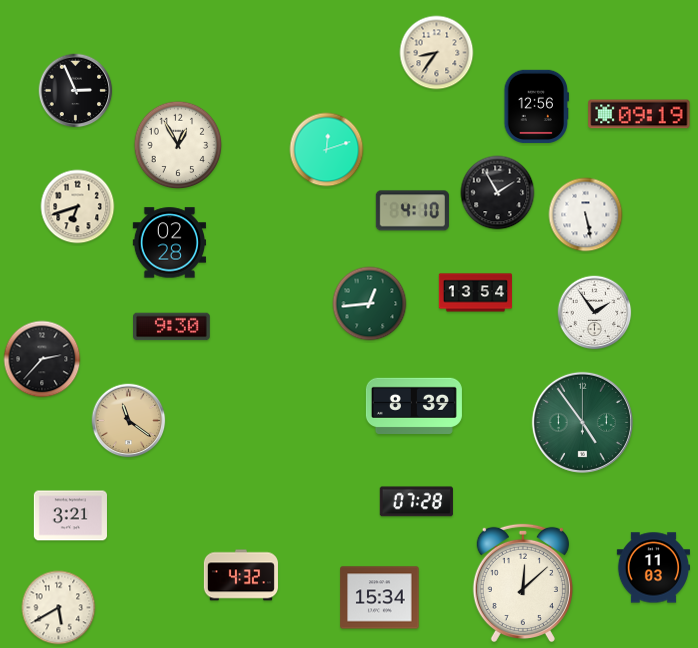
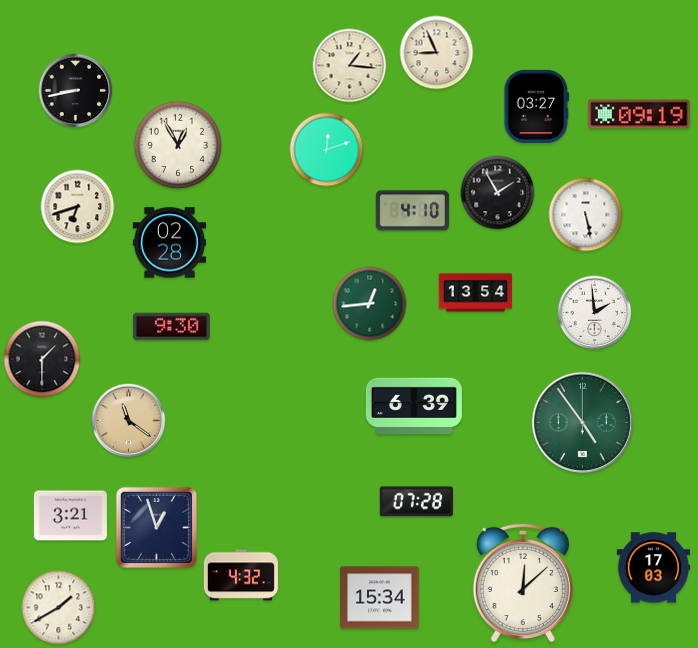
clock at (437, 53): 8:36 -> 8:56
clock at (350, 66): none -> 1:16
clock at (76, 91): 2:56 -> 8:43
clock at (536, 106): 12:56 -> 03:27
clock at (595, 313): 1:54 -> 1:59
clock at (42, 359): 2:37 -> 1:30
clock at (414, 405): 8:39 -> 6:39
clock at (156, 527): none -> 12:57
clock at (653, 568): 11:03 -> 17:03
clock at (59, 608): 5:40 -> 1:40
